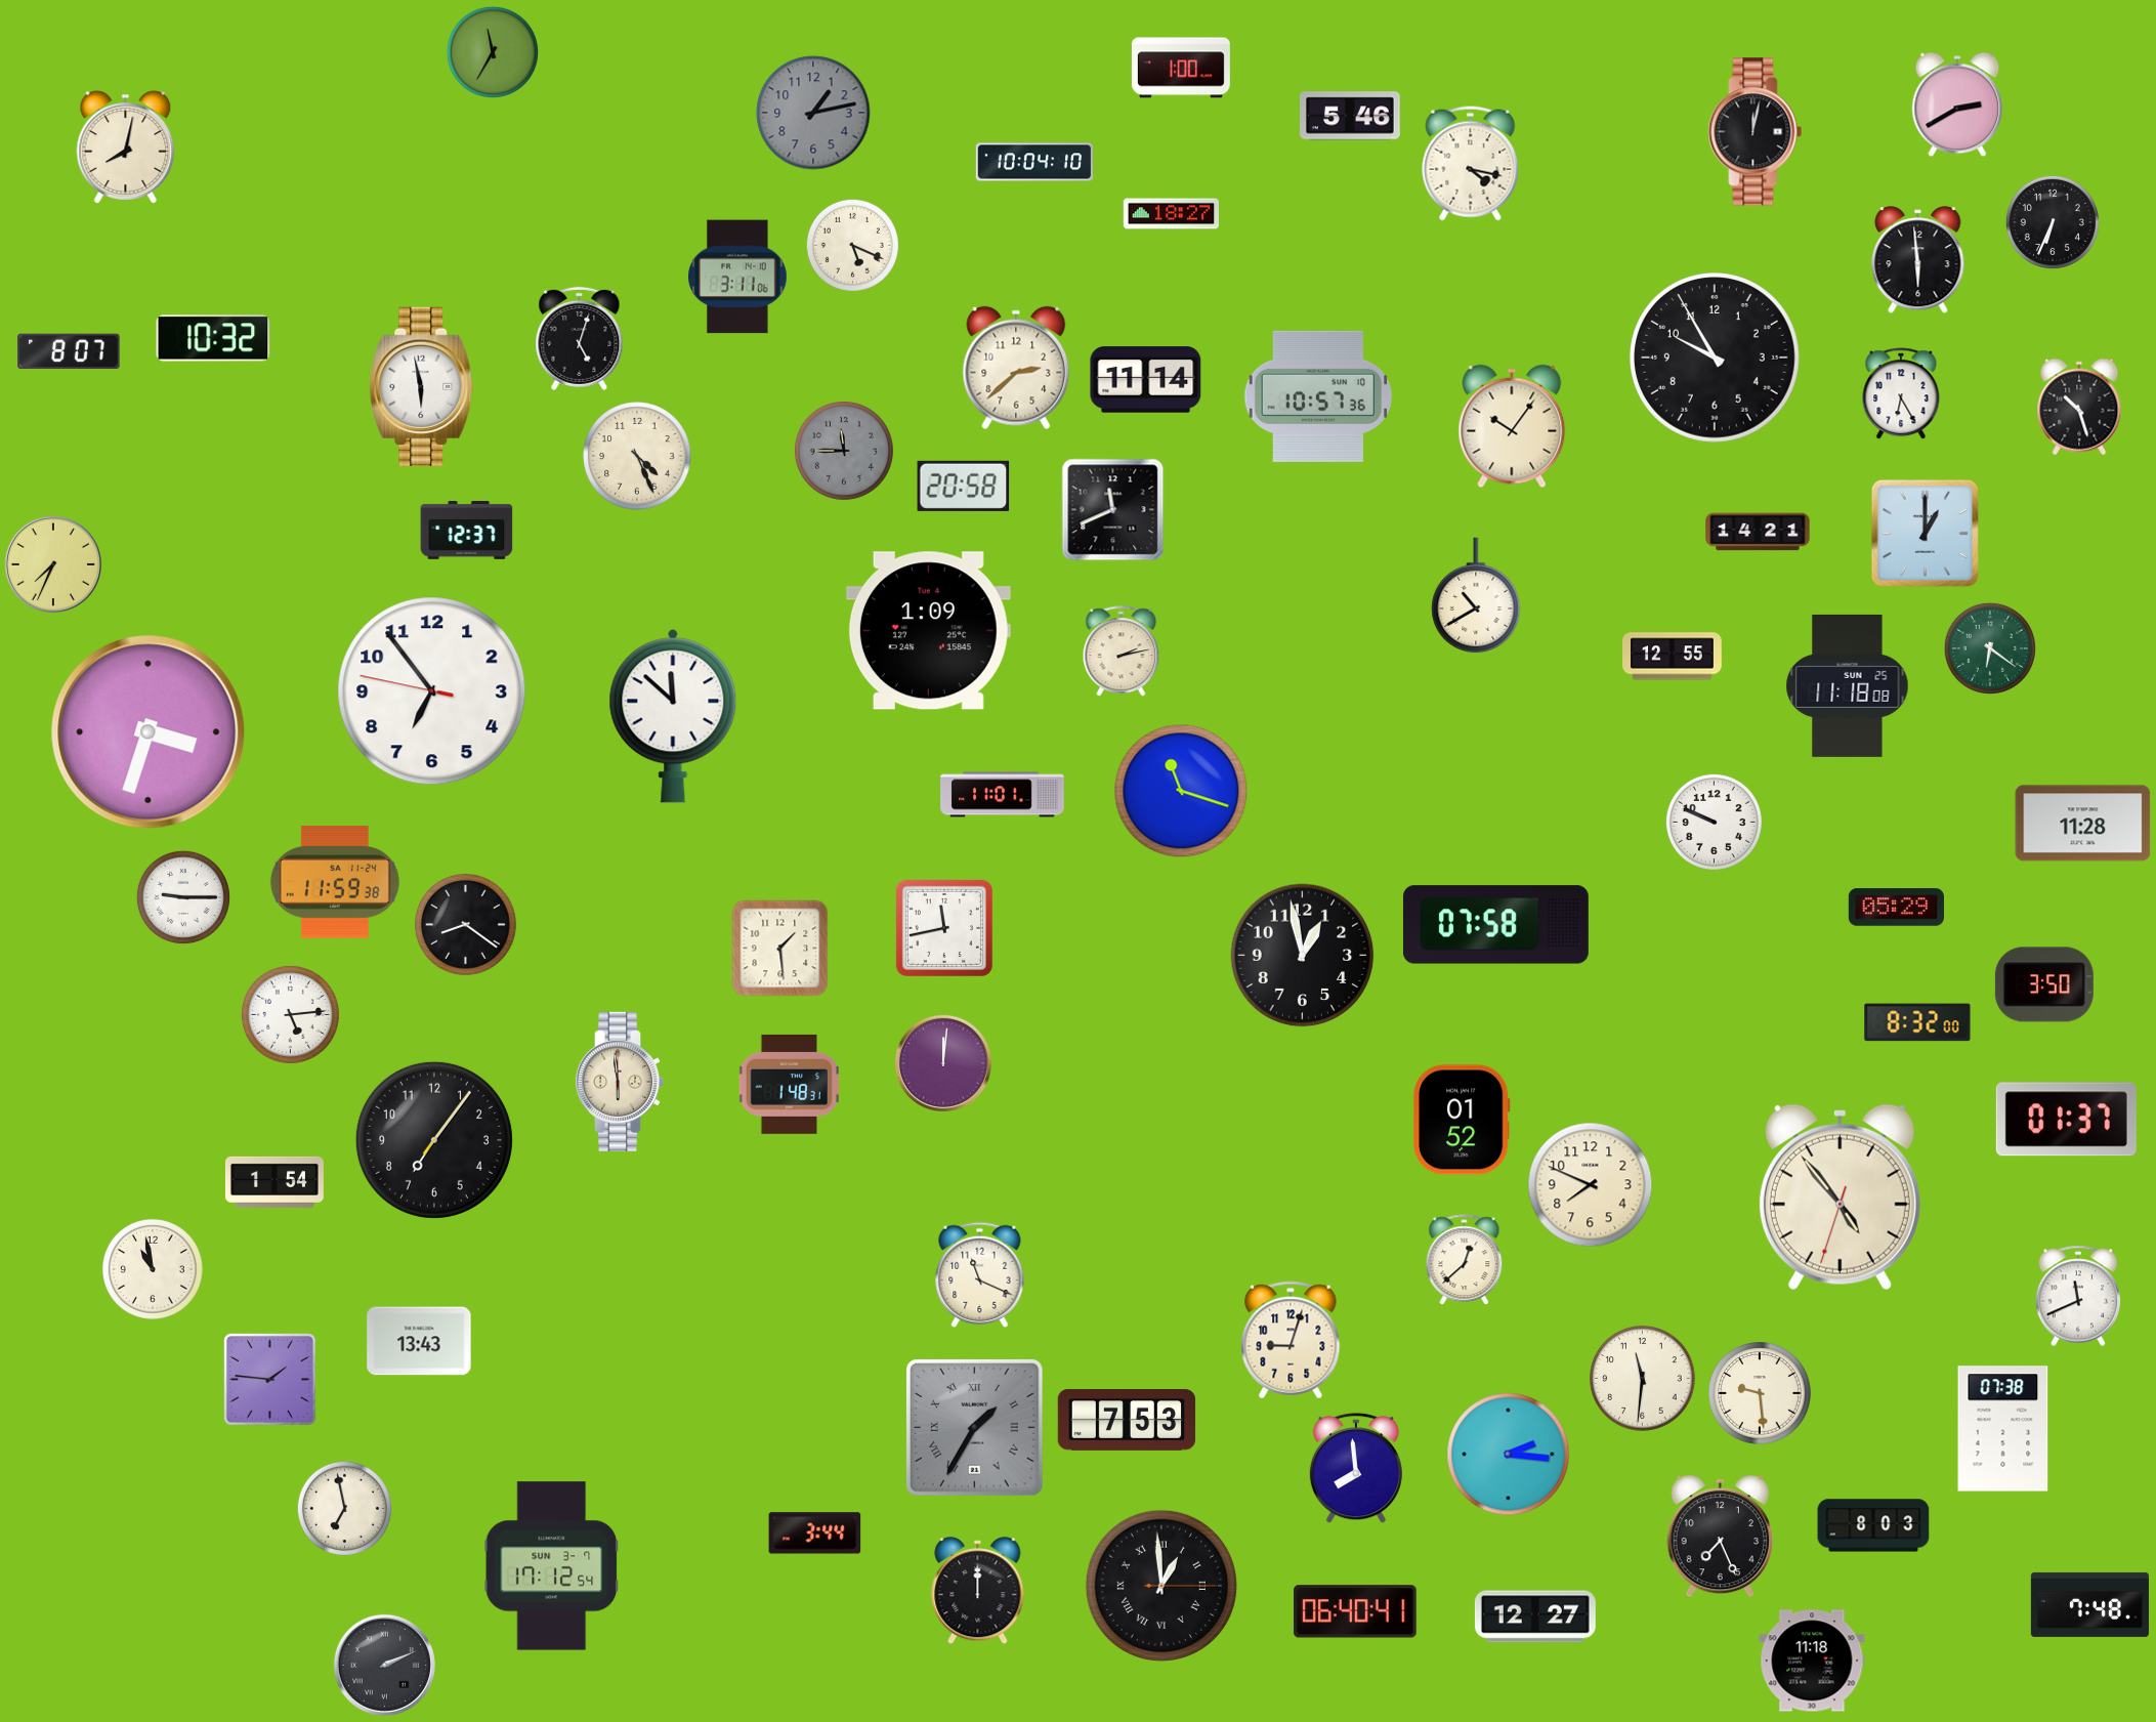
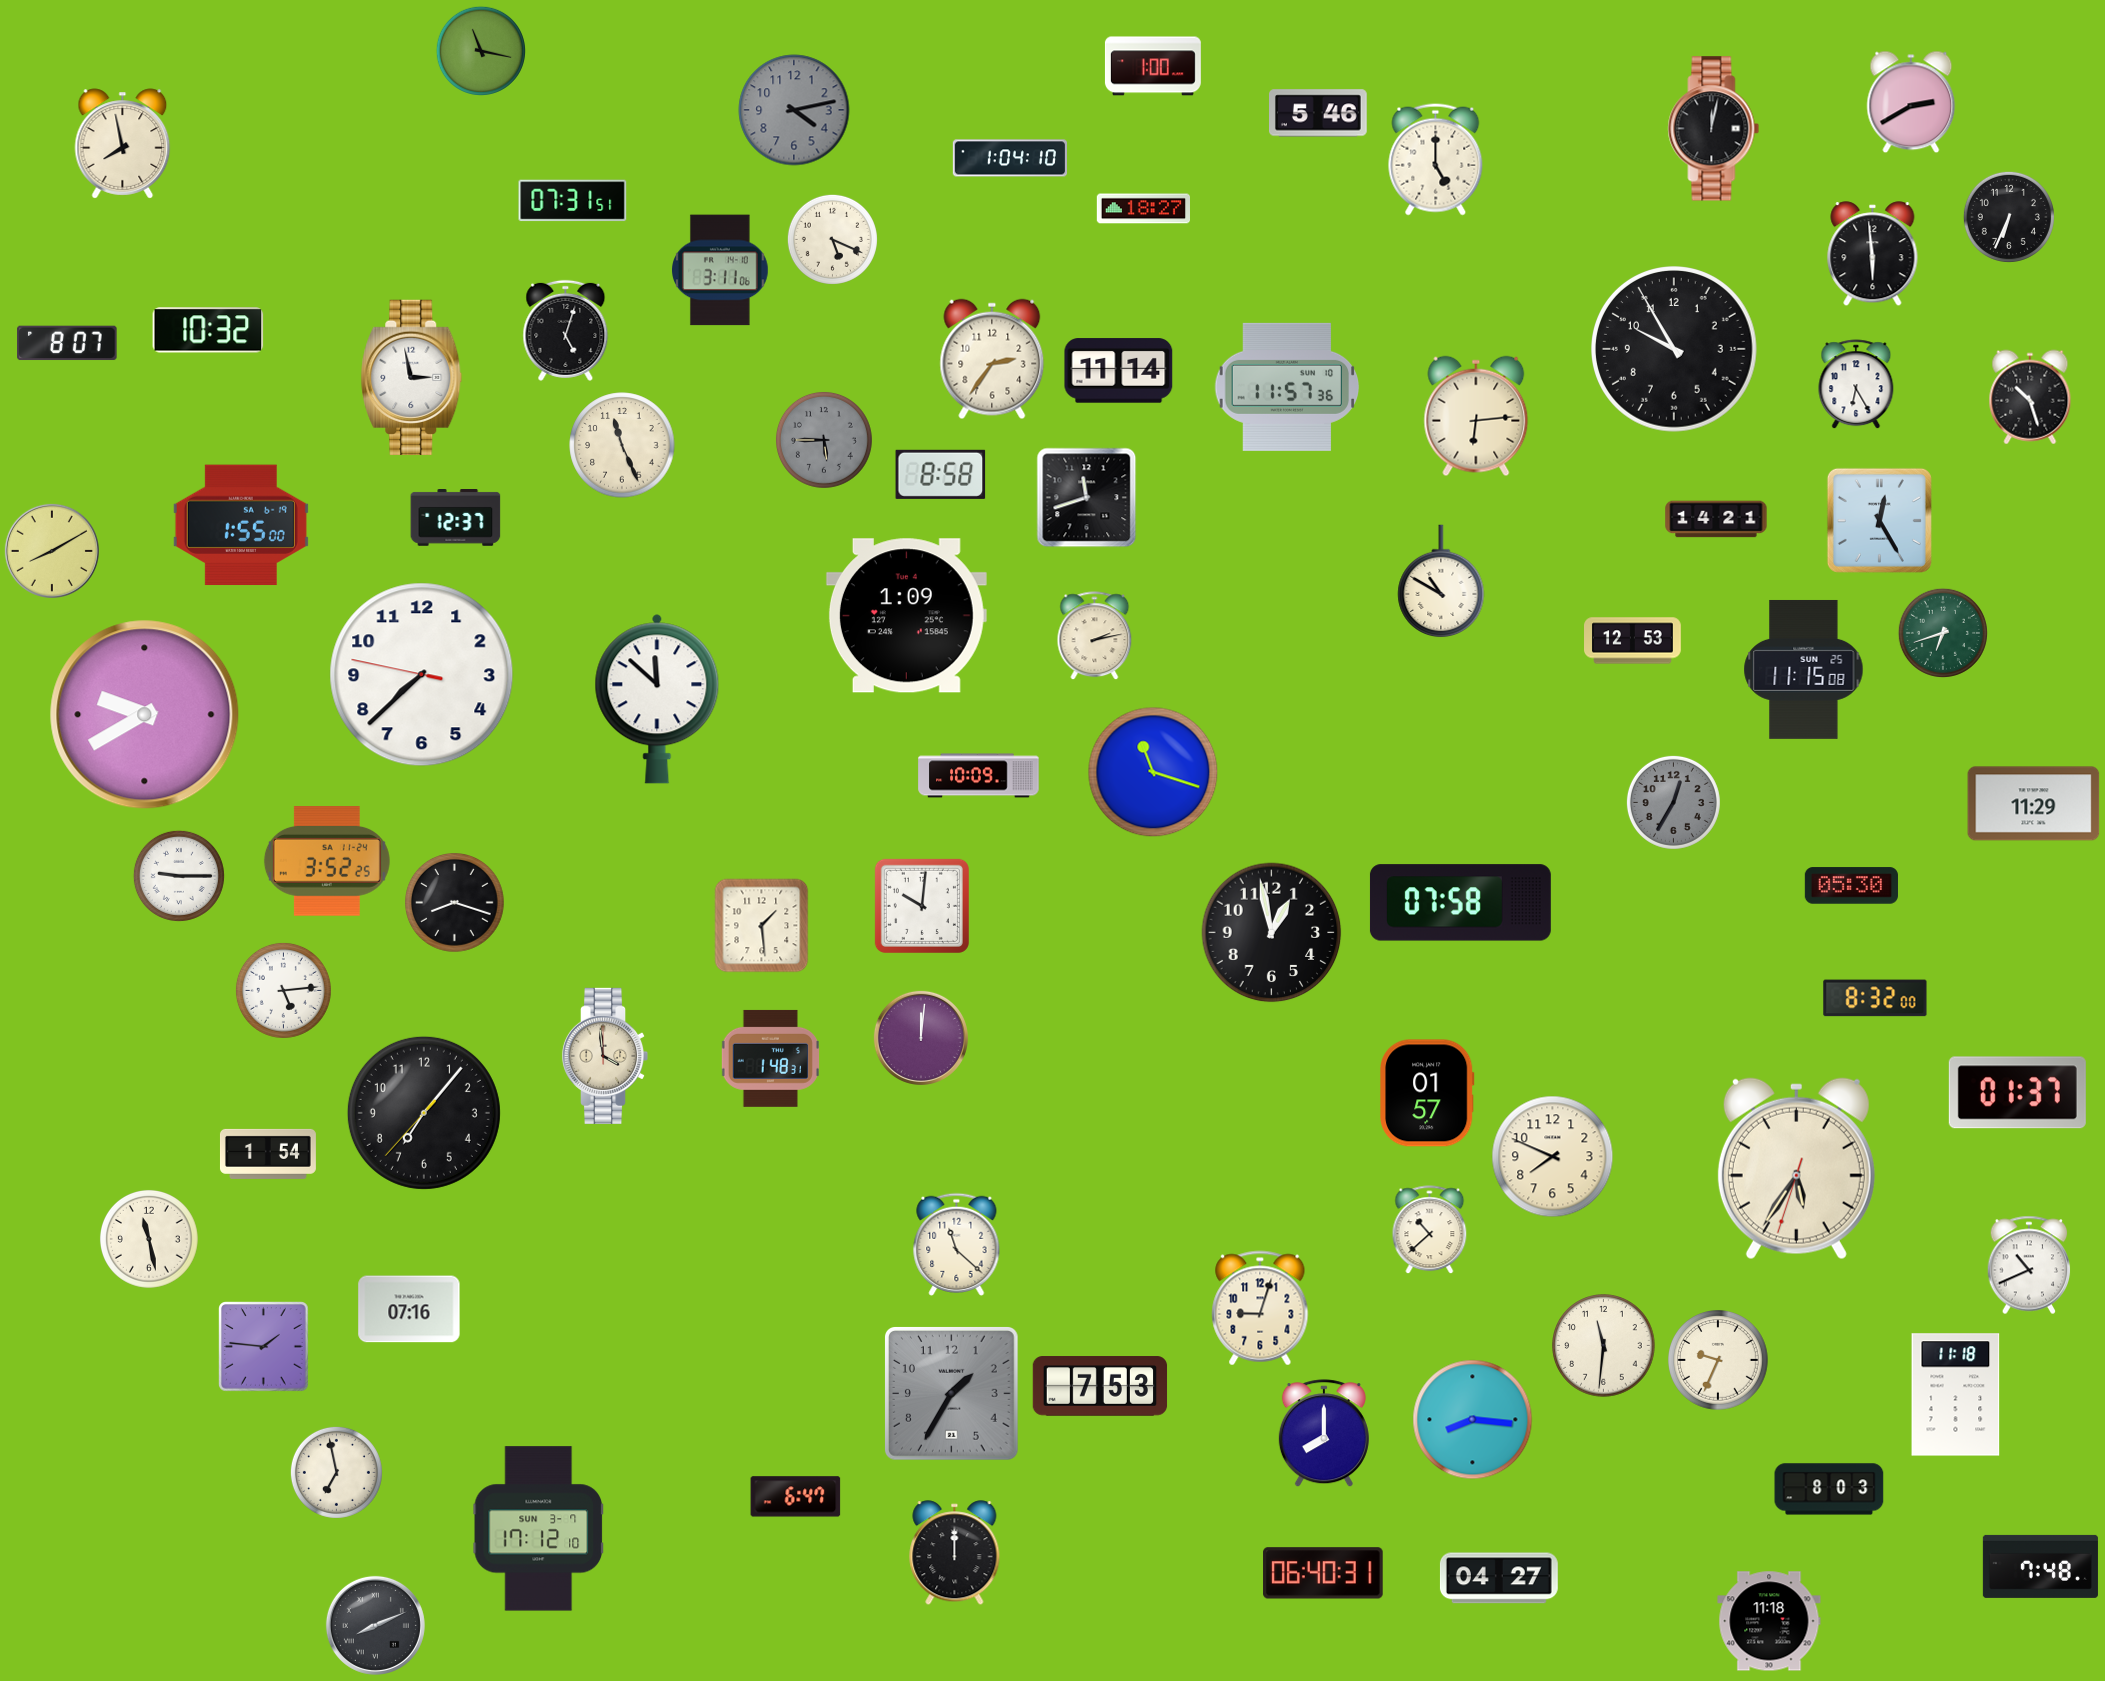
clock at (493, 52): 11:35 -> 11:17
clock at (813, 113): 1:13 -> 4:13
clock at (126, 148): 8:02 -> 7:58
clock at (1033, 162): 10:04 -> 1:04
clock at (1471, 164): 4:17 -> 5:00
clock at (573, 201): none -> 07:31
clock at (2053, 222) position: (2053, 222) -> (2009, 217)
clock at (1016, 368): 2:38 -> 2:36
clock at (422, 386): 5:58 -> 2:58
clock at (1318, 396): 10:57 -> 11:57
clock at (1512, 426): 10:06 -> 6:14
clock at (844, 451): 11:45 -> 5:45
clock at (637, 456): 4:26 -> 11:26
clock at (964, 486): 20:58 -> 8:58
clock at (1113, 510): 11:41 -> 11:42
clock at (1925, 533): 1:00 -> 12:25
clock at (241, 525): none -> 1:55
clock at (53, 564): 7:34 -> 8:10
clock at (1476, 596): 10:40 -> 10:50
clock at (1990, 648): 6:21 -> 6:42
clock at (1673, 657): 12:55 -> 12:53
clock at (1848, 685): 11:18 -> 11:15
clock at (432, 691): 6:53 -> 7:37
clock at (149, 732): 3:33 -> 9:40
clock at (1003, 795): 11:01 -> 10:09
clock at (1714, 822): 9:49 -> 12:35
clock at (1714, 822) dial: white -> grey
clock at (2083, 824): 11:28 -> 11:29
clock at (335, 882): 11:59 -> 3:52
clock at (1896, 908): 05:29 -> 05:30
clock at (466, 925): 8:21 -> 8:18
clock at (944, 928): 11:43 -> 10:01
clock at (2044, 984): 3:50 -> none
clock at (1917, 1022) position: (1917, 1022) -> (1875, 998)
clock at (620, 1082): 5:59 -> 3:59
clock at (1462, 1120): 01:52 -> 01:57
clock at (434, 1140): 7:06:06 -> 7:06:37
clock at (1840, 1198): 4:53 -> 5:35
clock at (1465, 1260): 12:38 -> 10:38
clock at (153, 1269): 10:58 -> 11:28
clock at (980, 1274): 11:19 -> 11:22
clock at (2078, 1296): 11:41 -> 10:41
clock at (419, 1341): 13:43 -> 07:16
clock at (1761, 1394): 9:29 -> 9:34
clock at (974, 1427) numerals: Roman -> Arabic
clock at (2003, 1429): 07:38 -> 11:18
clock at (1509, 1455): 2:16 -> 8:16
clock at (1356, 1469): 7:59 -> 8:00
clock at (815, 1534): 3:44 -> 6:47
clock at (1721, 1537): 7:26 -> none
clock at (552, 1566): 17:12:54 -> 17:12:10
clock at (1161, 1586): 12:59 -> none
clock at (1355, 1611): 06:40:41 -> 06:40:31
clock at (1535, 1616): 12:27 -> 04:27
clock at (384, 1665): 2:11 -> 8:11
